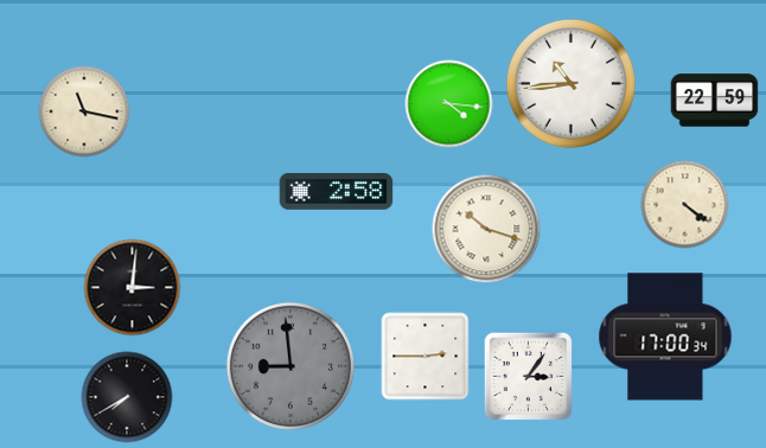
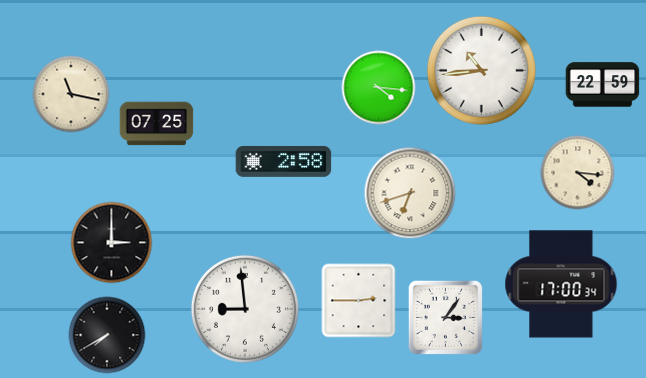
clock at (157, 124): none -> 07:25
clock at (685, 205): 4:21 -> 4:16
clock at (486, 229): 10:18 -> 6:42
clock at (133, 288): 3:01 -> 3:00
clock at (291, 366) dial: grey -> white
